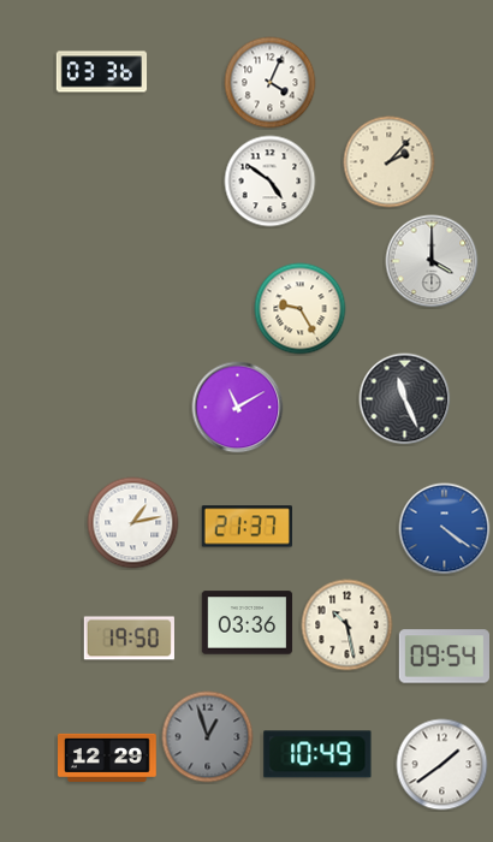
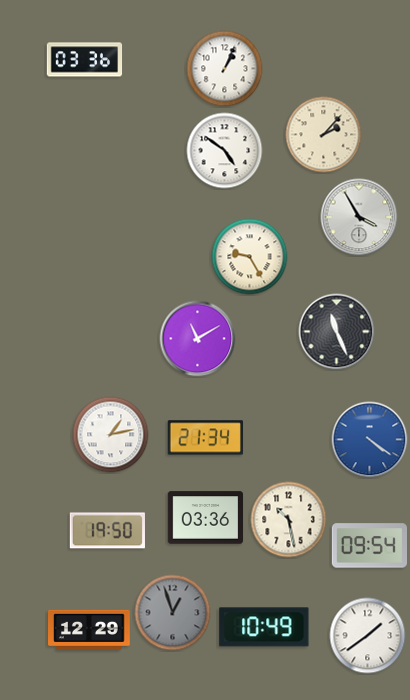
clock at (271, 83): 4:04 -> 1:04
clock at (432, 261): 4:00 -> 3:55
clock at (246, 527): 21:37 -> 21:34
